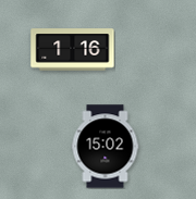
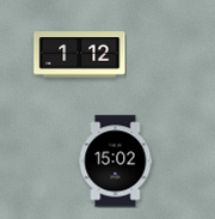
clock at (73, 50): 1:16 -> 1:12
